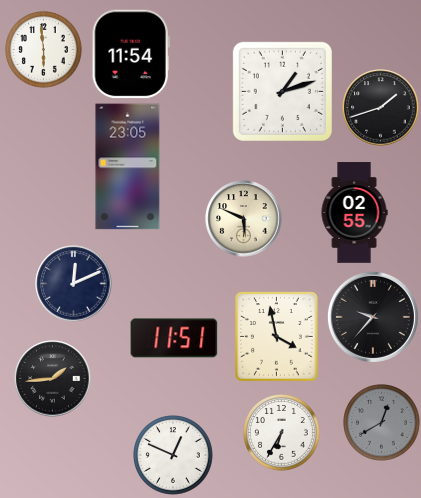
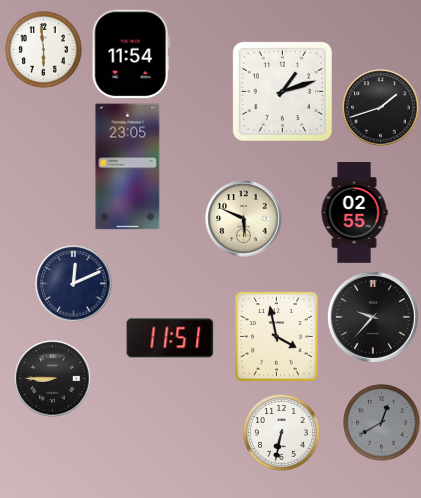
clock at (174, 338) position: (174, 338) -> (170, 338)
clock at (53, 379): 1:44 -> 8:45
clock at (282, 433): 6:35 -> 6:32
clock at (174, 456): 12:49 -> none
